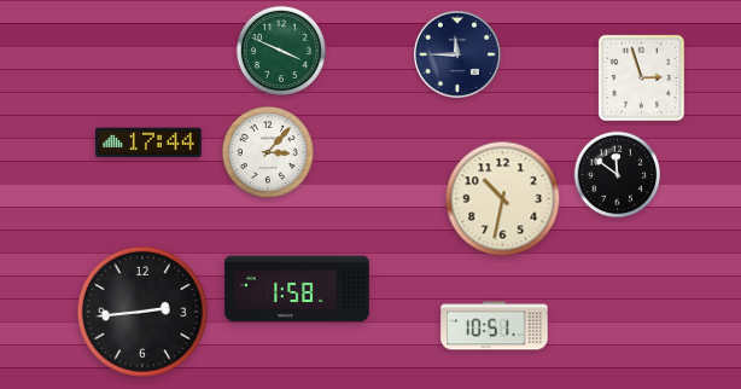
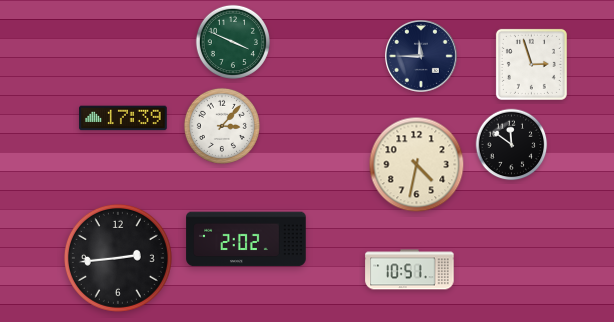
clock at (459, 56) position: (459, 56) -> (422, 57)
clock at (148, 143): 17:44 -> 17:39
clock at (503, 199): 10:32 -> 4:32
clock at (297, 289): 1:58 -> 2:02
